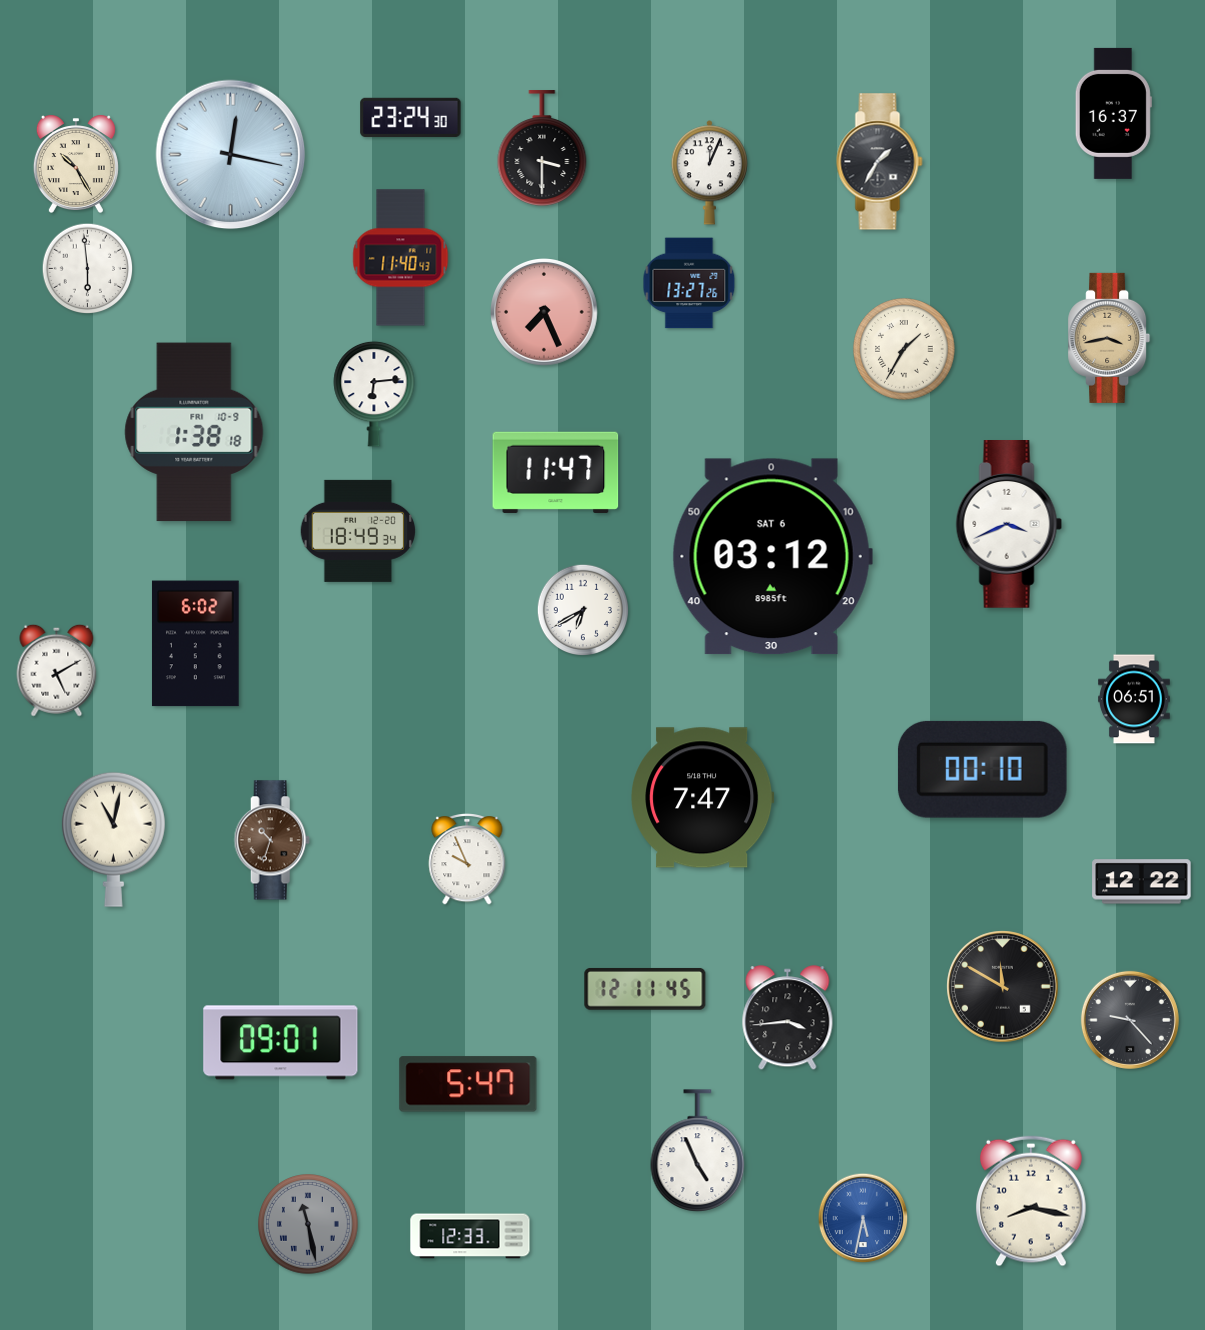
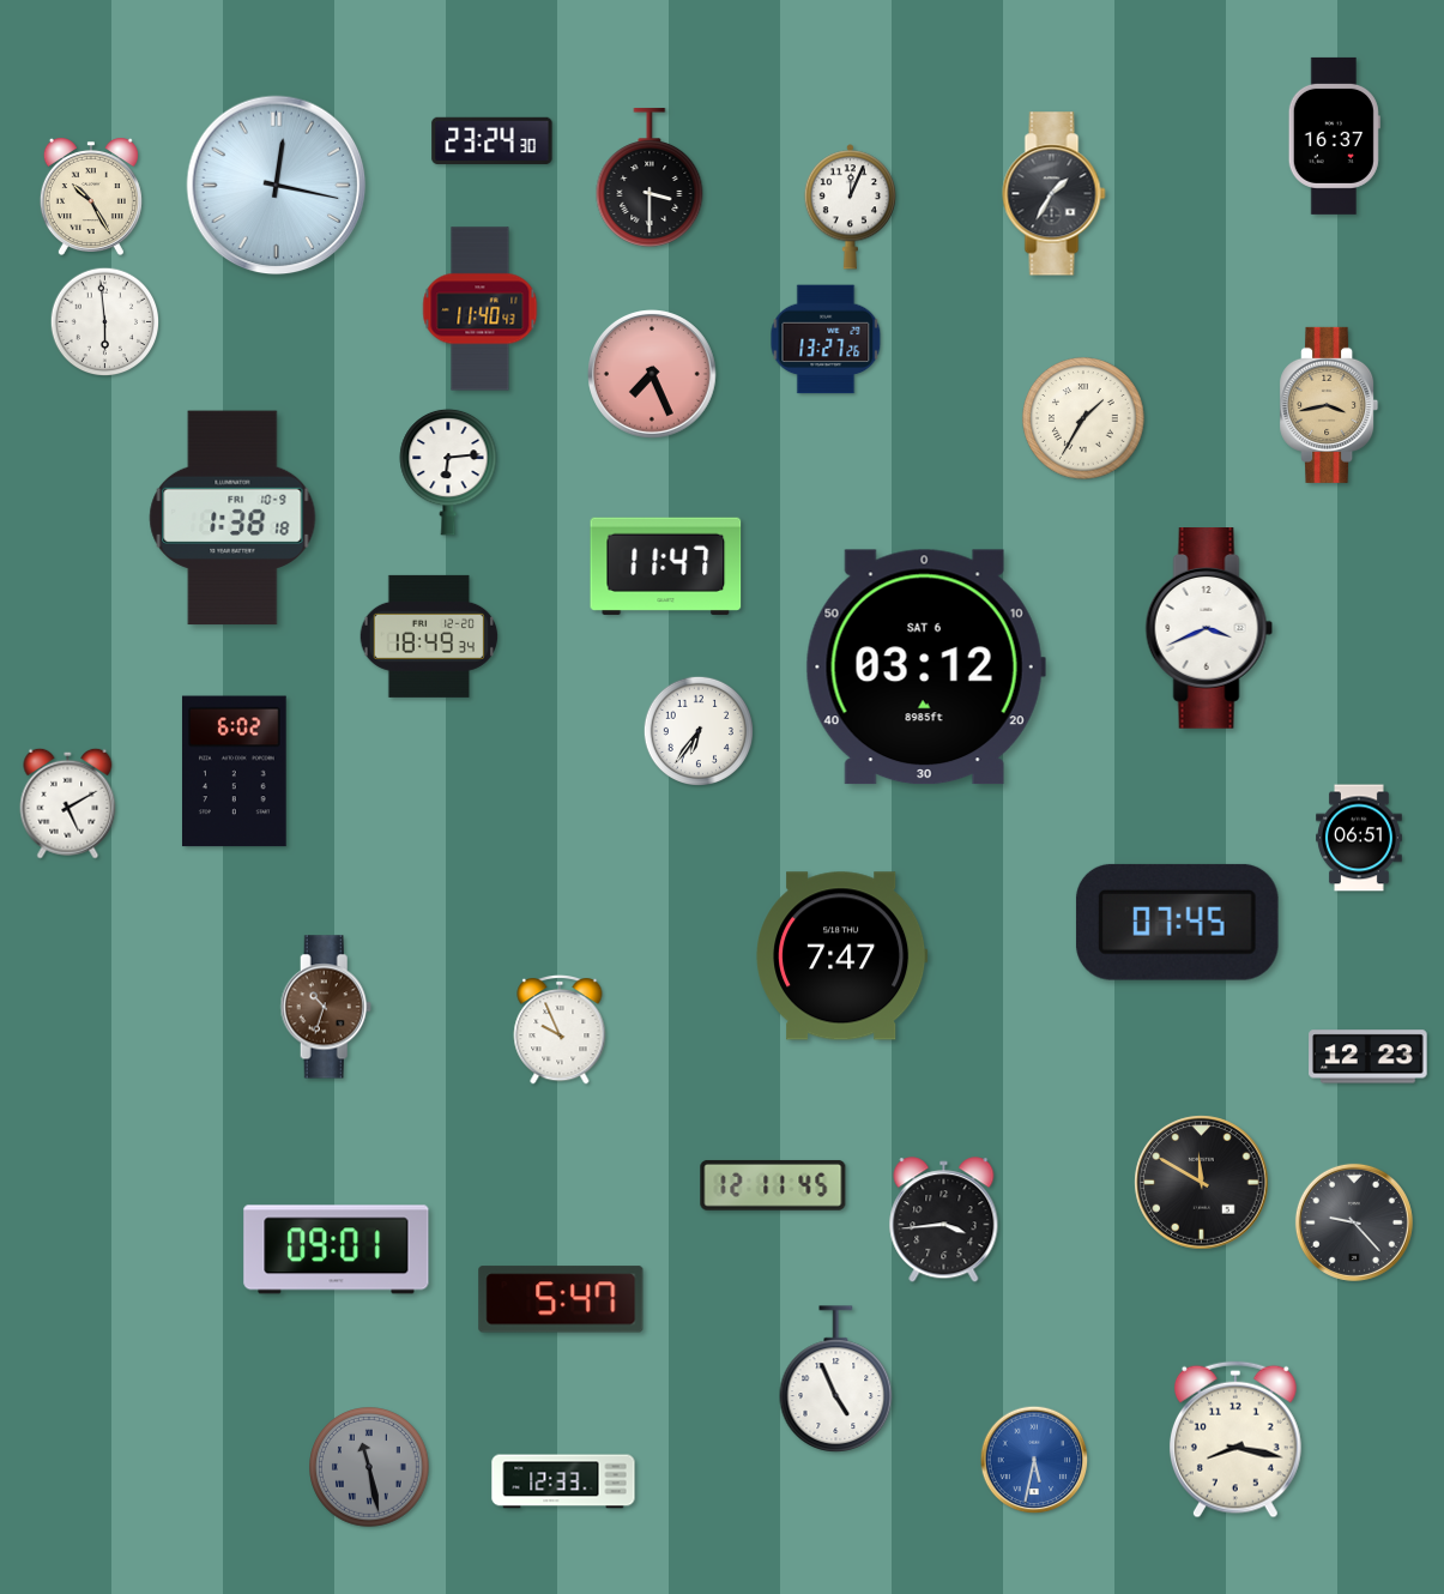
clock at (582, 609): 6:40 -> 6:36
clock at (982, 769): 00:10 -> 07:45
clock at (113, 839): 11:02 -> none
clock at (1142, 882): 12:22 -> 12:23
